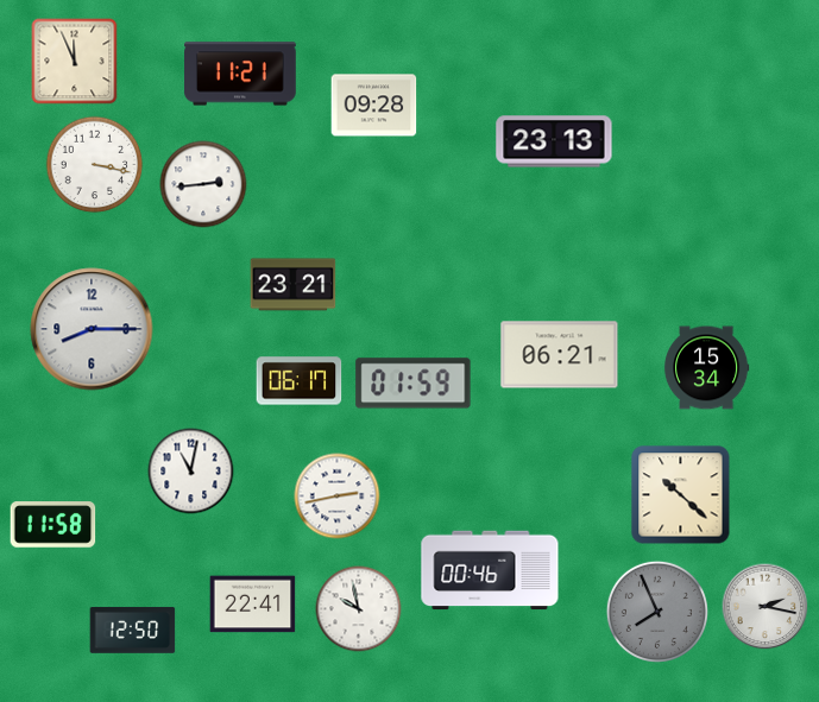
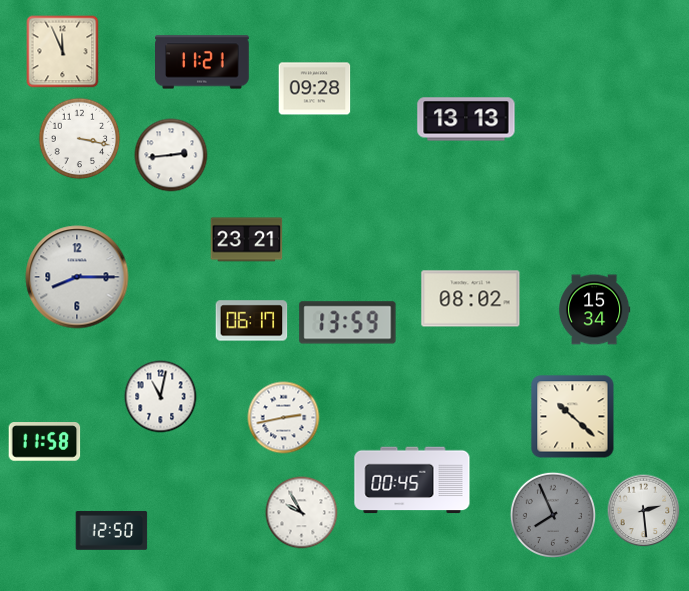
clock at (554, 141): 23:13 -> 13:13
clock at (560, 355): 06:21 -> 08:02
clock at (414, 384): 01:59 -> 13:59
clock at (490, 570): 00:46 -> 00:45
clock at (253, 605): 22:41 -> none
clock at (766, 607): 2:17 -> 2:29
clock at (359, 609): 9:58 -> 9:55
